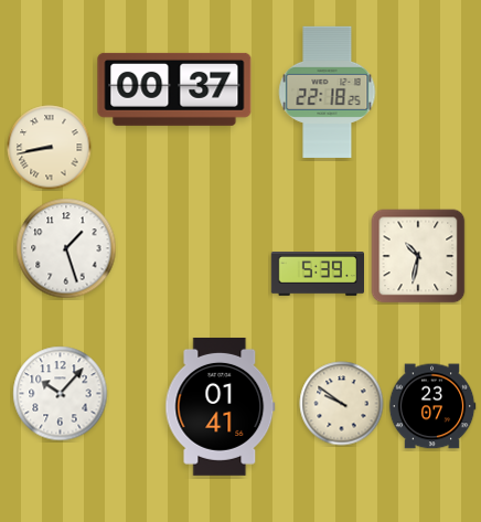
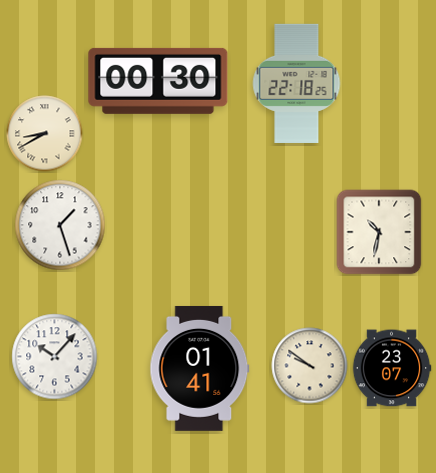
clock at (174, 89): 00:37 -> 00:30
clock at (50, 148): 8:43 -> 8:40
clock at (317, 275): 5:39 -> none
